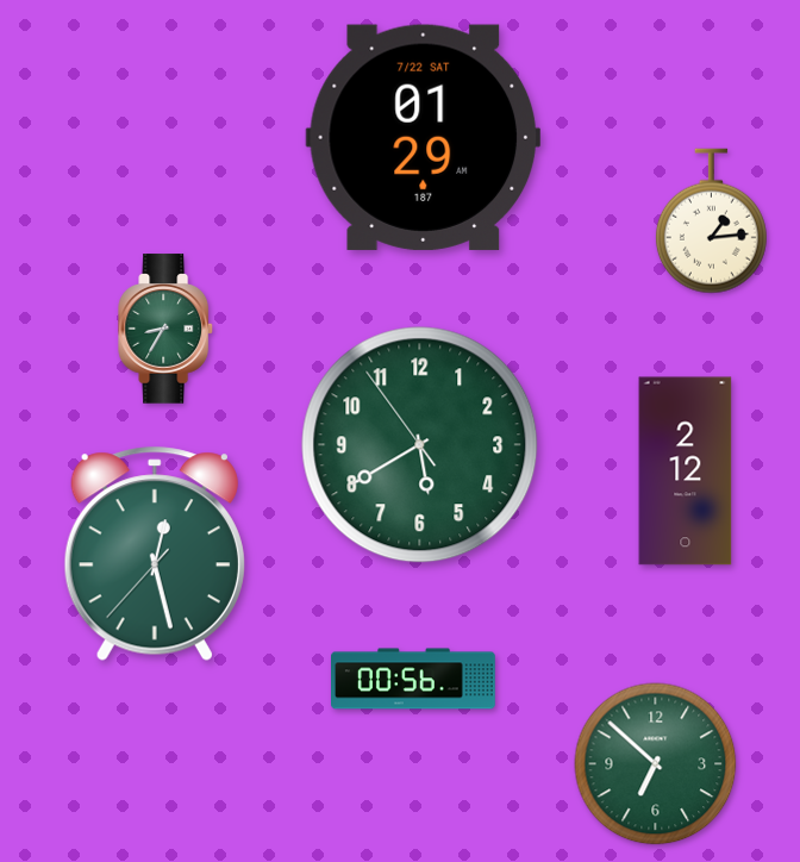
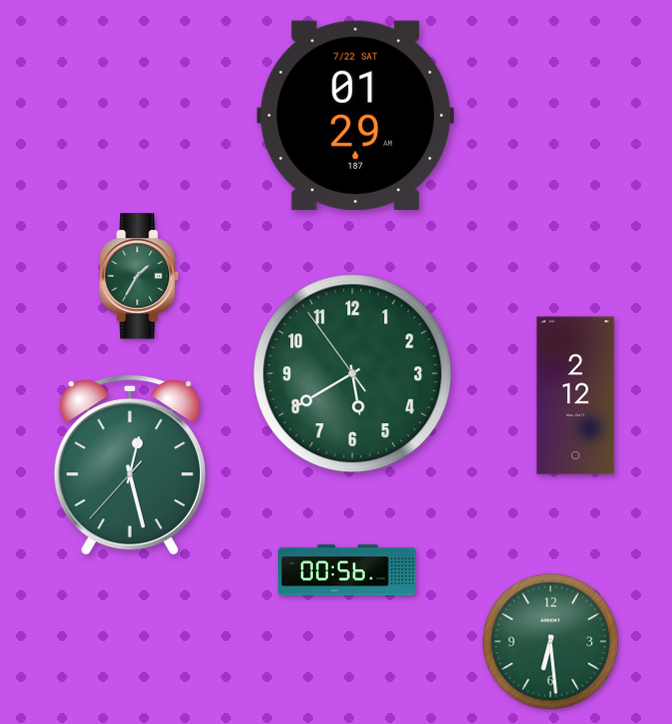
clock at (711, 221): 1:14 -> none
clock at (167, 329): 8:35 -> 1:35
clock at (656, 764): 6:52 -> 6:29
